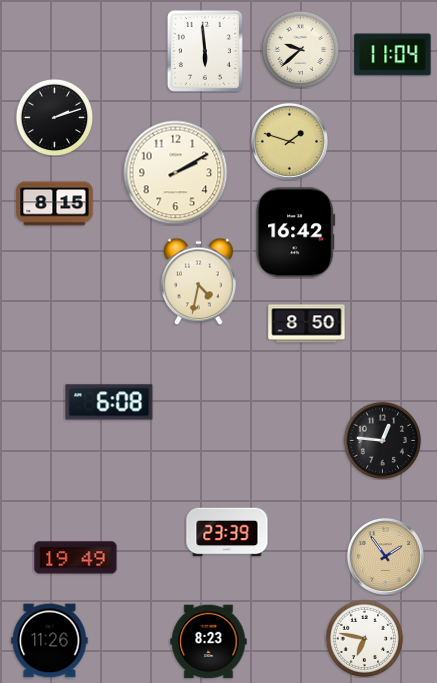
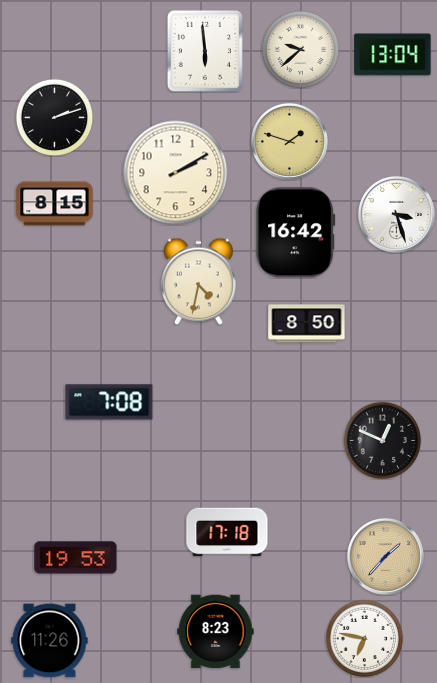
clock at (393, 55): 11:04 -> 13:04
clock at (396, 214): none -> 3:27
clock at (109, 402): 6:08 -> 7:08
clock at (382, 440): 12:46 -> 12:49
clock at (227, 532): 23:39 -> 17:18
clock at (385, 556): 1:54 -> 1:37
clock at (76, 558): 19:49 -> 19:53
clock at (209, 642) position: (209, 642) -> (216, 632)
